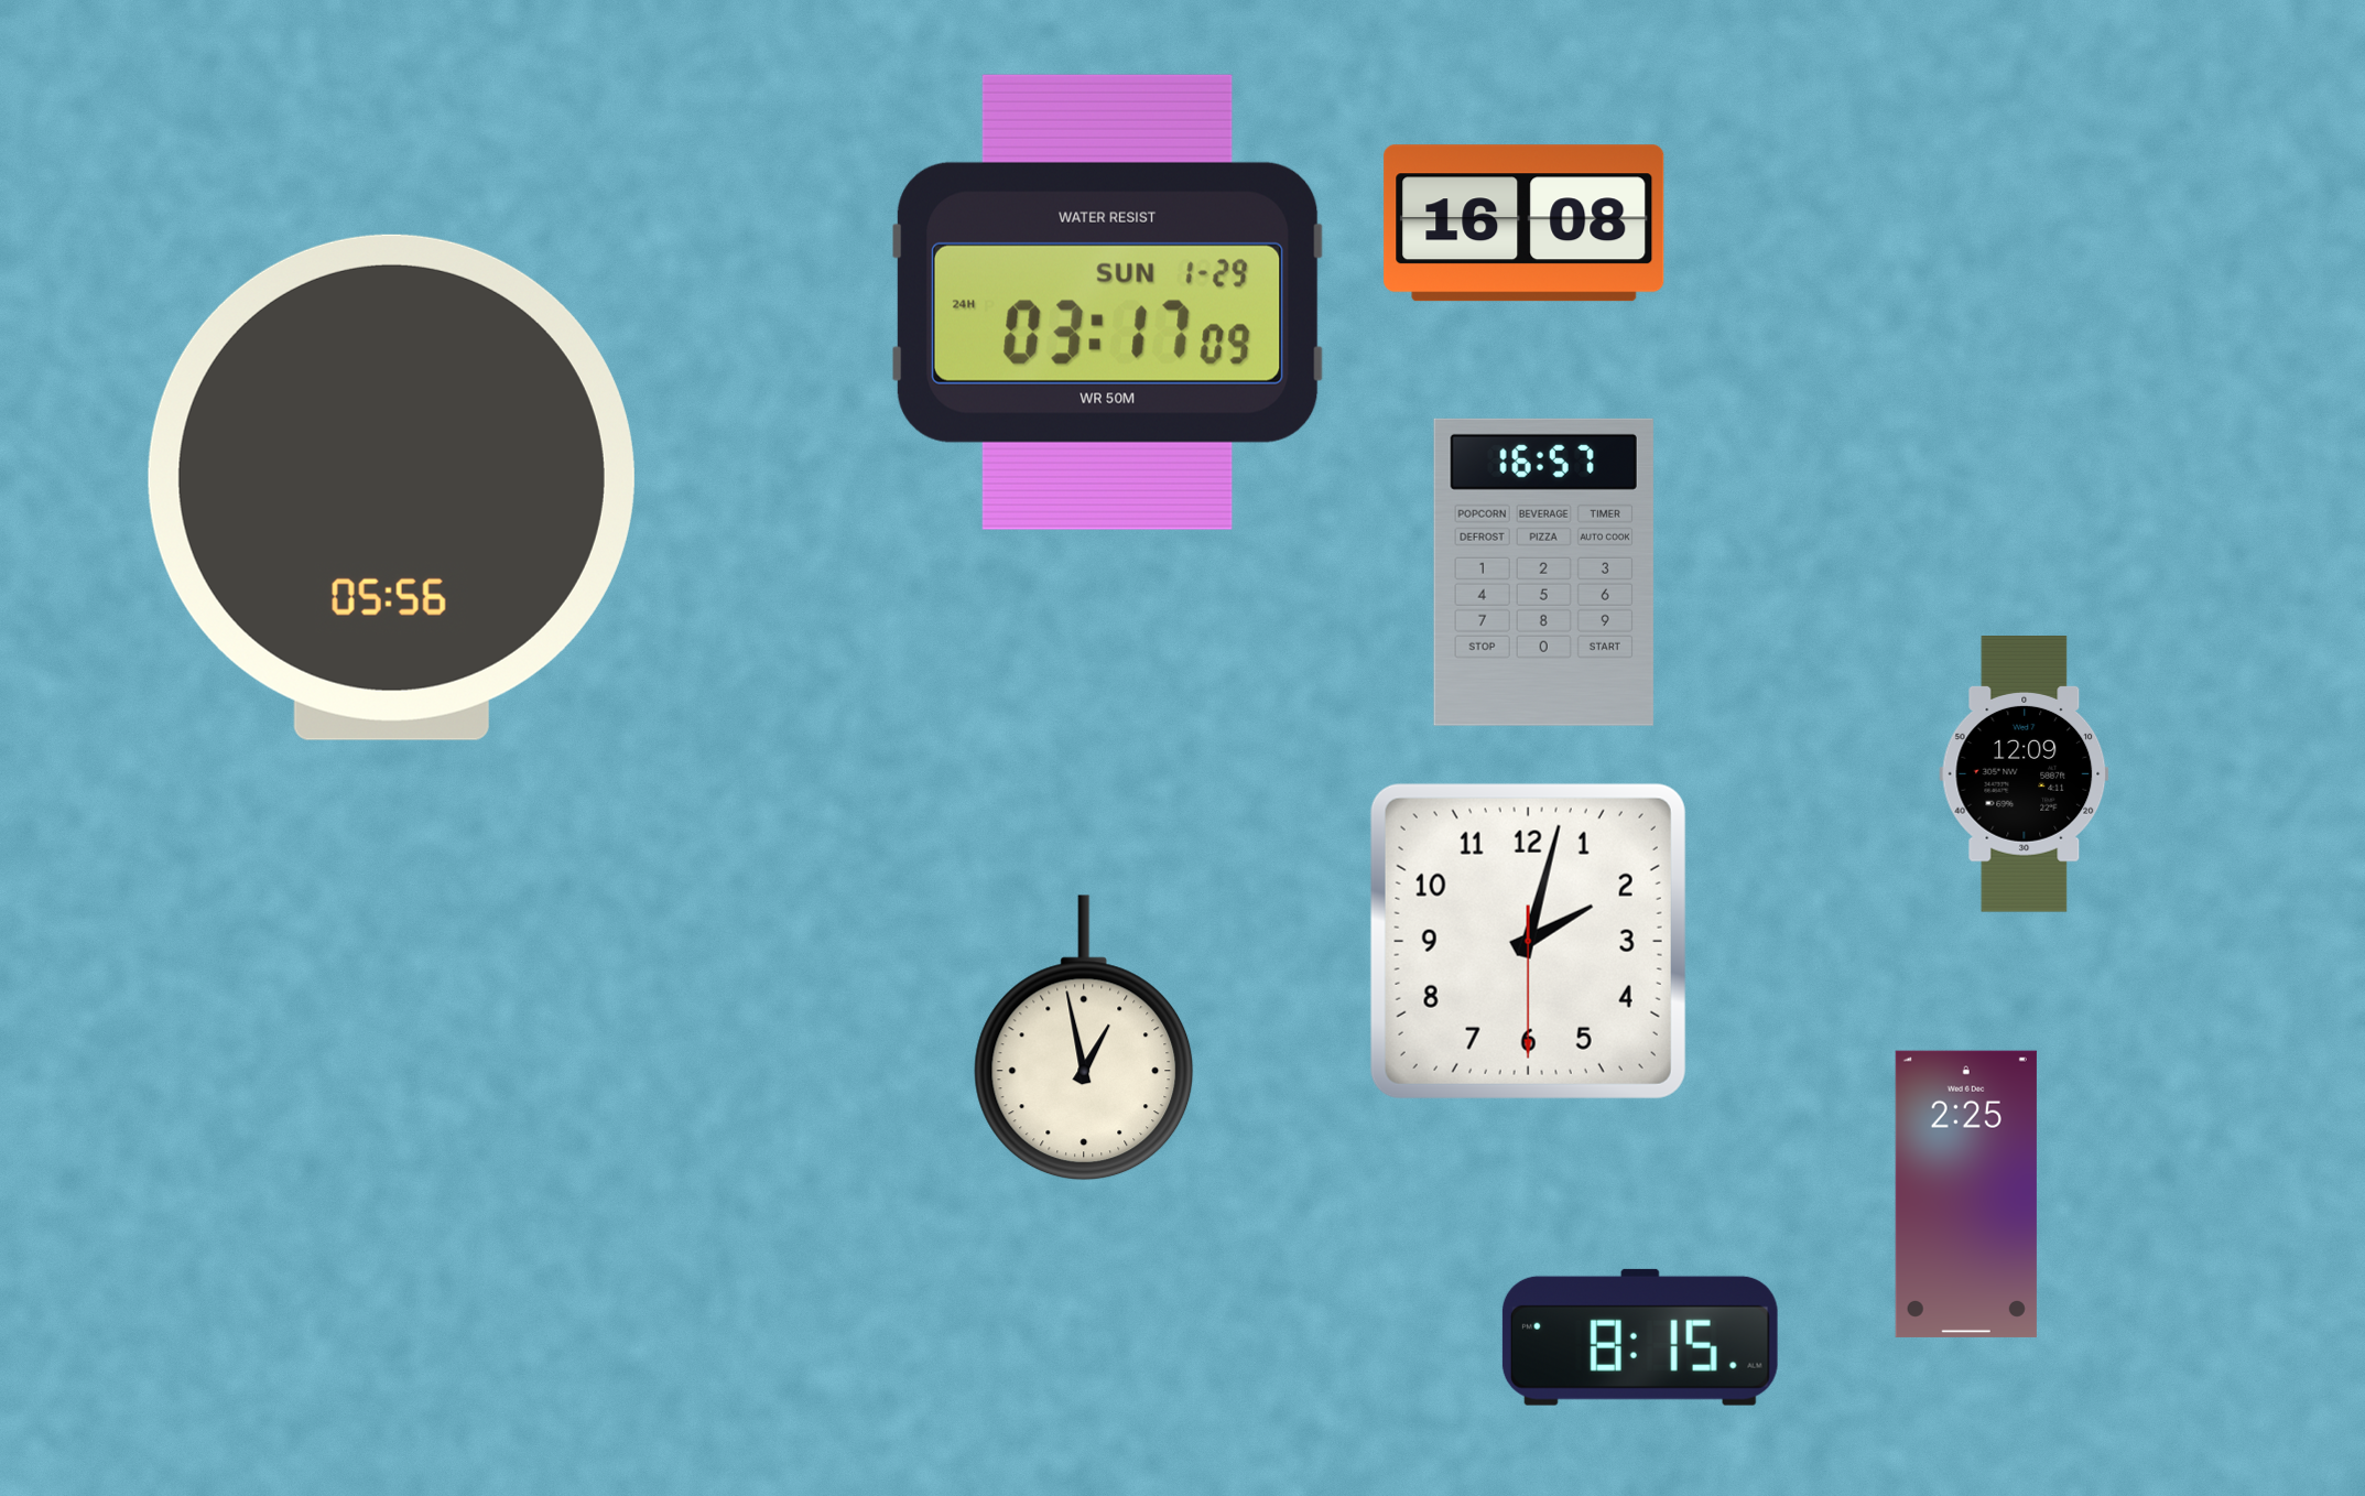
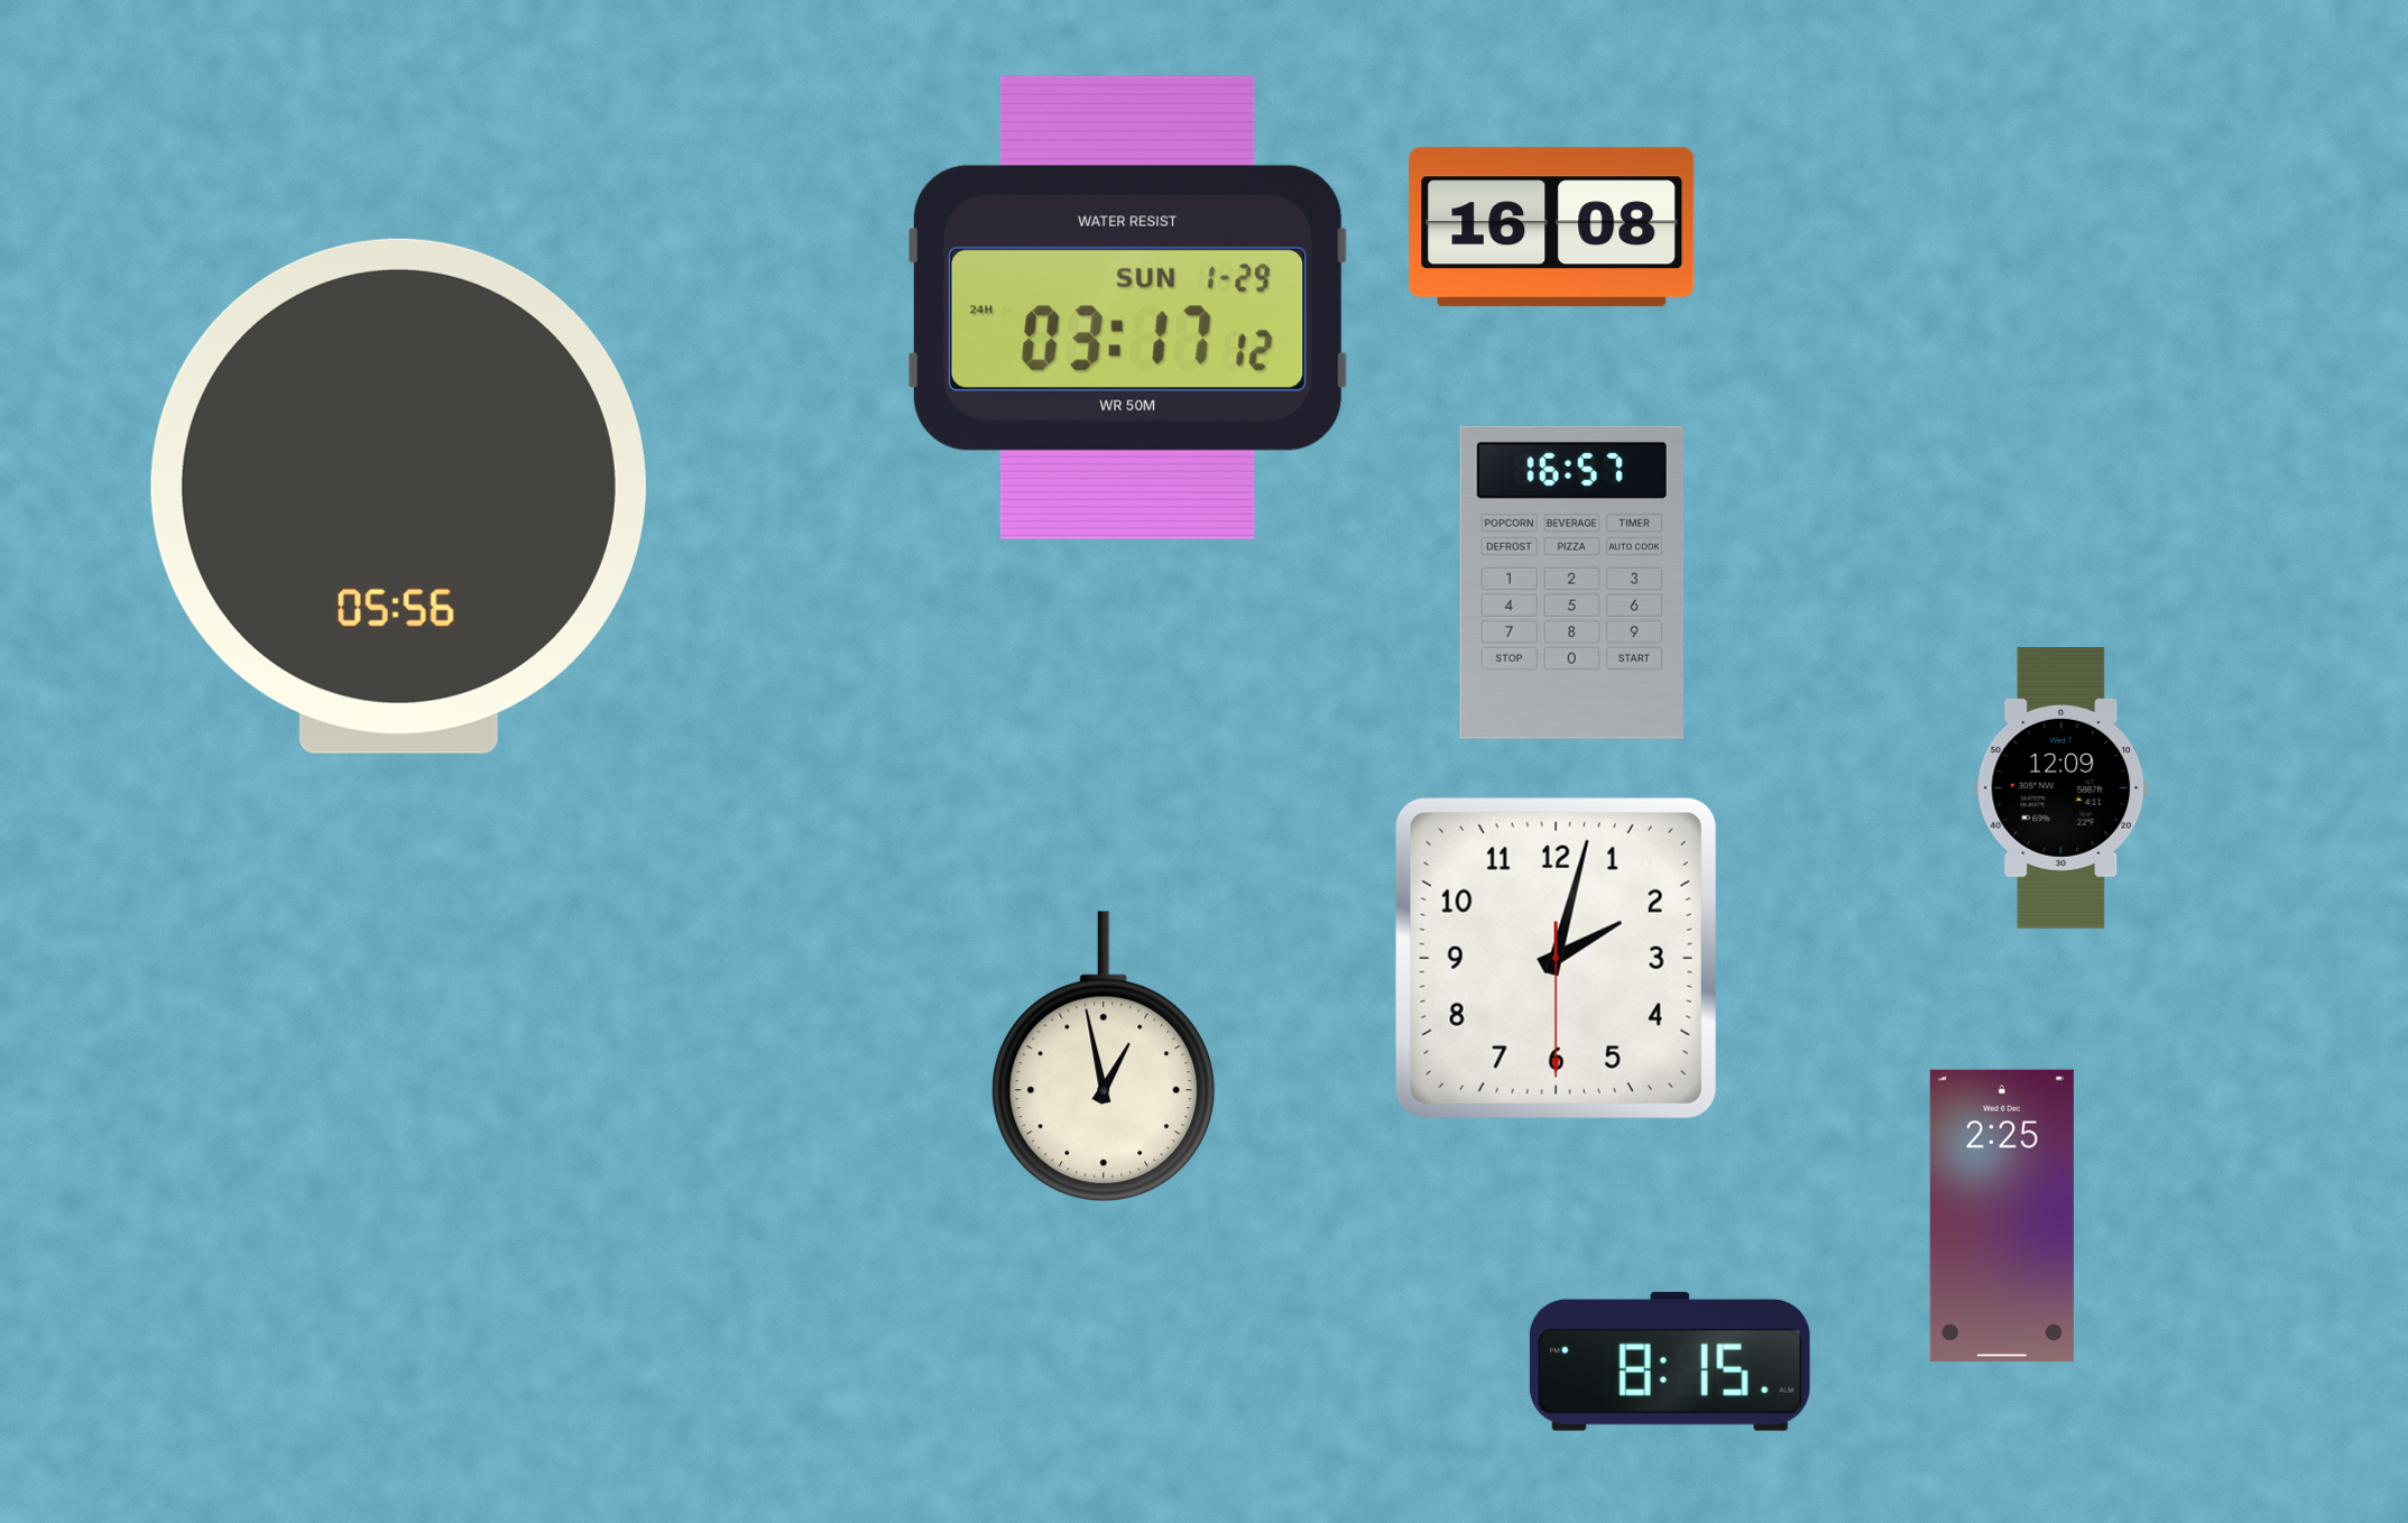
clock at (1108, 302): 03:17:09 -> 03:17:12
